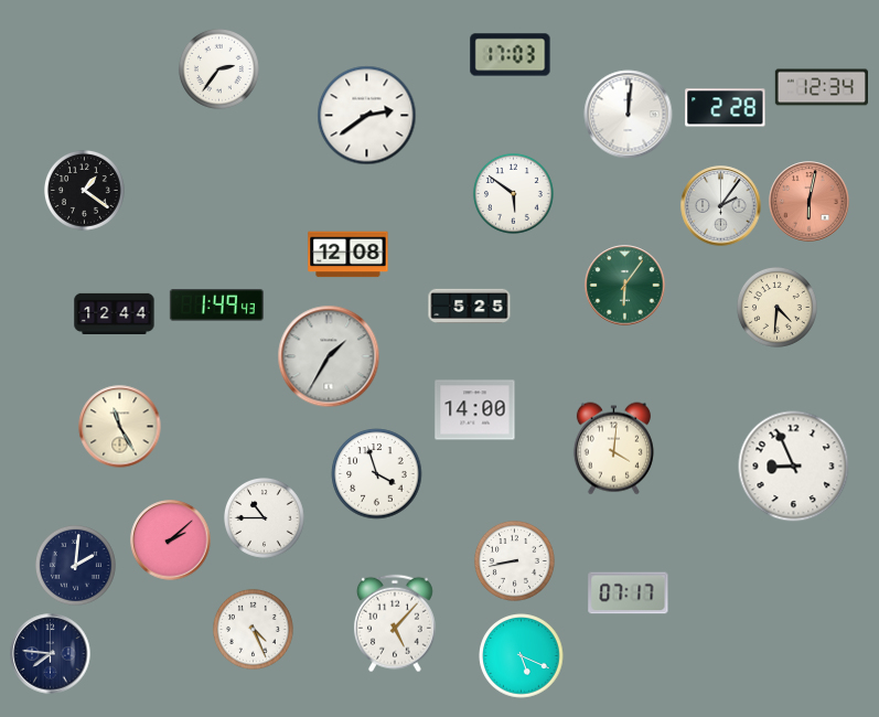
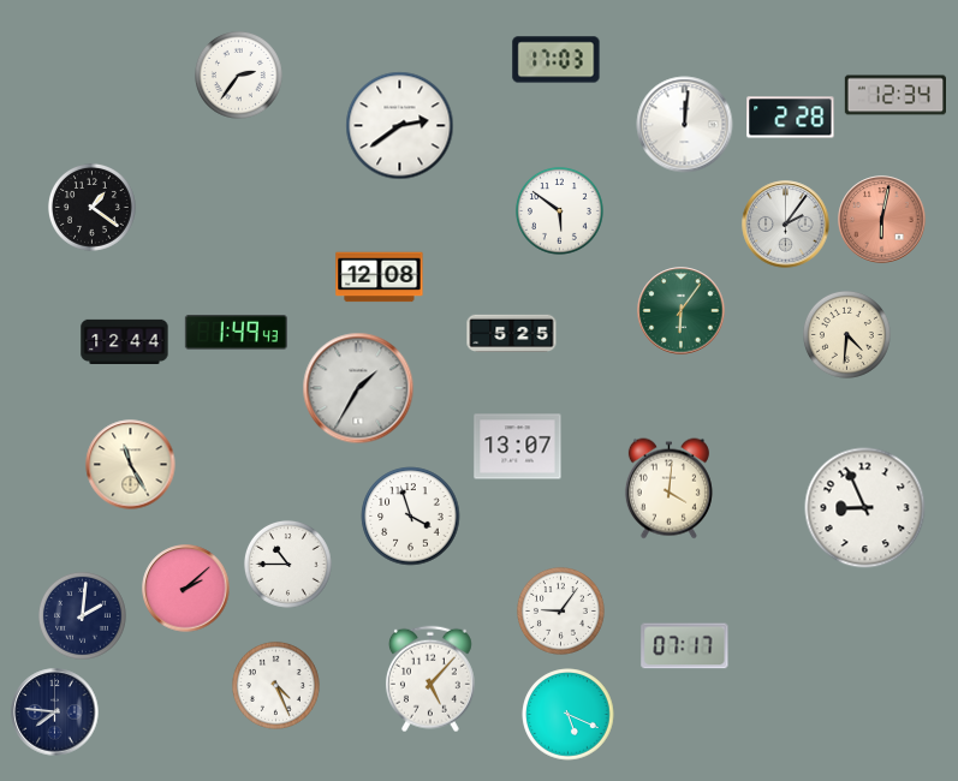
clock at (475, 410): 14:00 -> 13:07
clock at (514, 560): 8:43 -> 9:06
